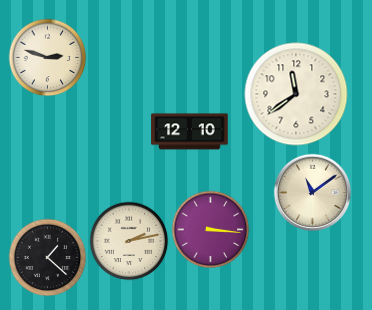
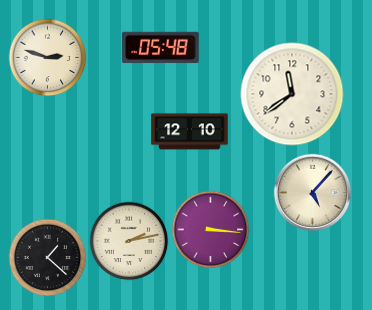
clock at (161, 48): none -> 05:48
clock at (296, 94) position: (296, 94) -> (292, 94)
clock at (312, 192): 11:09 -> 5:07
